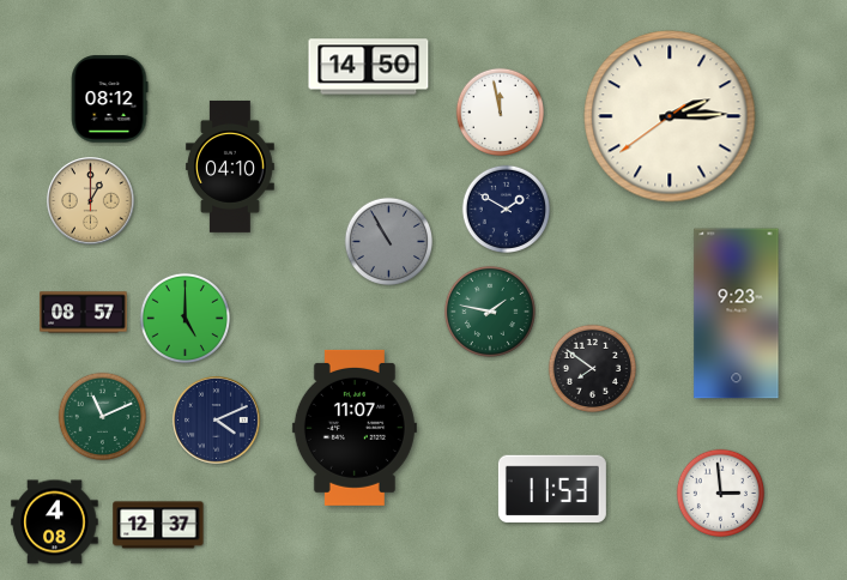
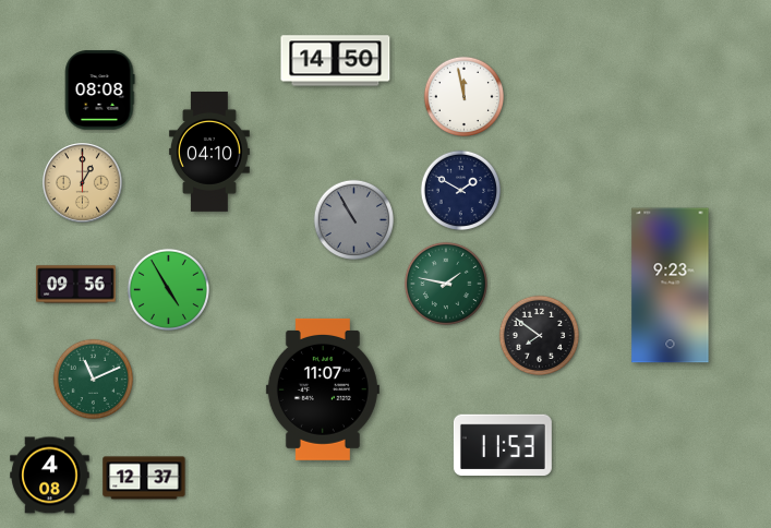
clock at (109, 99): 08:12 -> 08:08
clock at (500, 111) position: (500, 111) -> (463, 96)
clock at (670, 116): 2:14 -> none
clock at (84, 313): 08:57 -> 09:56
clock at (184, 318): 5:00 -> 4:55
clock at (217, 421): 4:11 -> none
clock at (720, 493): 2:59 -> none
